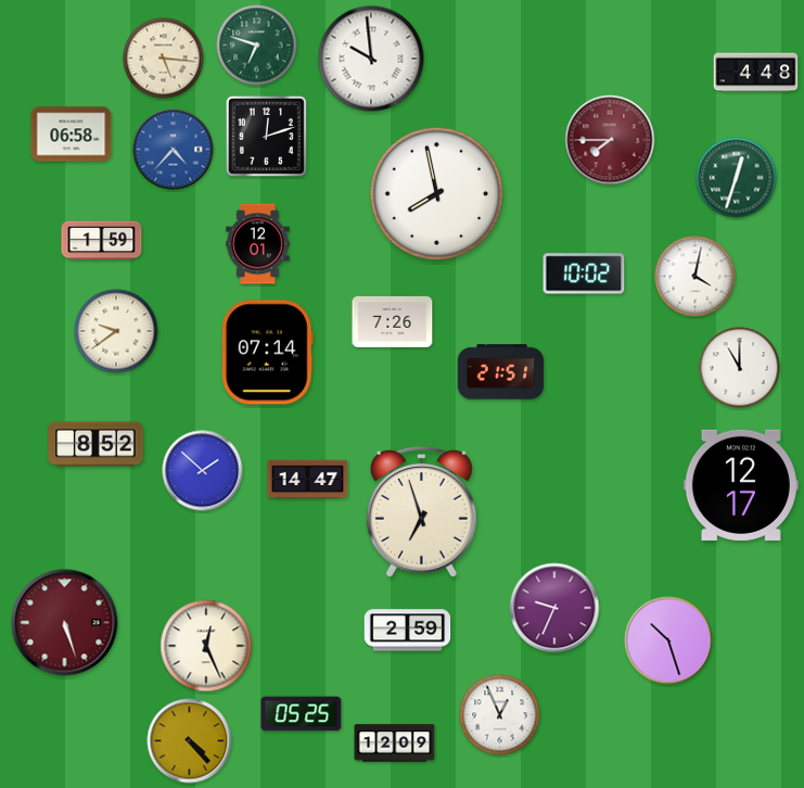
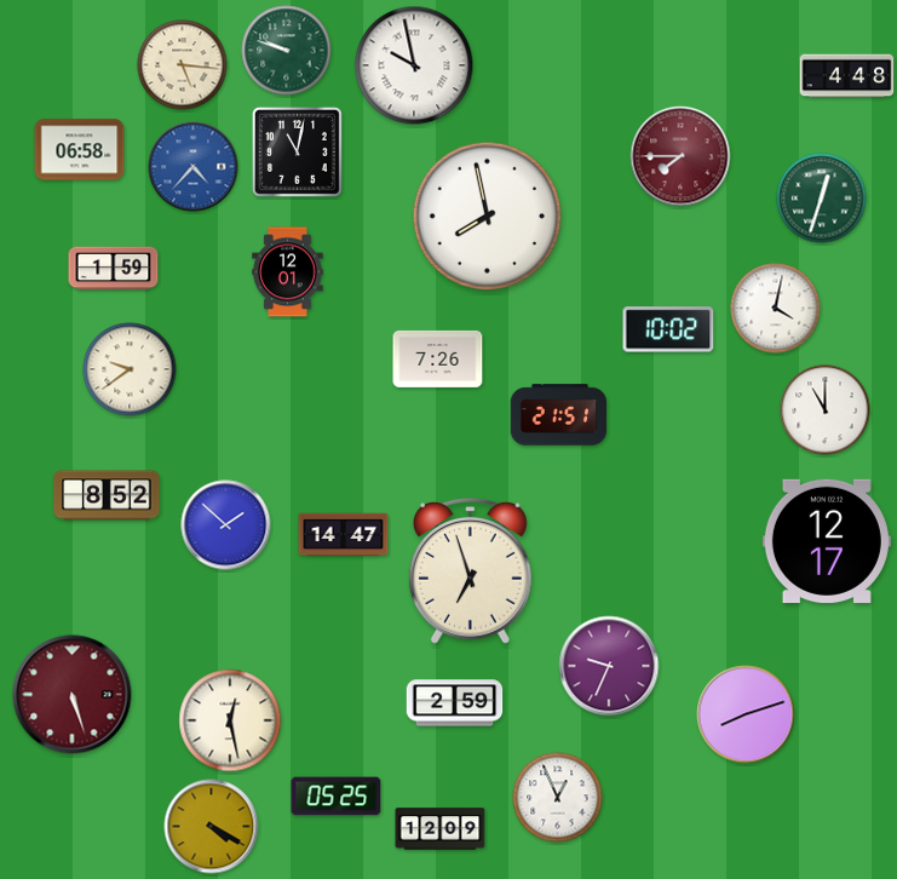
clock at (257, 46): 6:48 -> 9:48
clock at (371, 59): 9:59 -> 9:58
clock at (756, 73) position: (756, 73) -> (847, 76)
clock at (266, 136): 12:12 -> 11:02
clock at (584, 274) position: (584, 274) -> (668, 329)
clock at (267, 353): 07:14 -> none
clock at (554, 608) position: (554, 608) -> (609, 666)
clock at (668, 640): 10:27 -> 8:12
clock at (206, 646): 12:26 -> 12:28
clock at (190, 741): 4:23 -> 4:20
